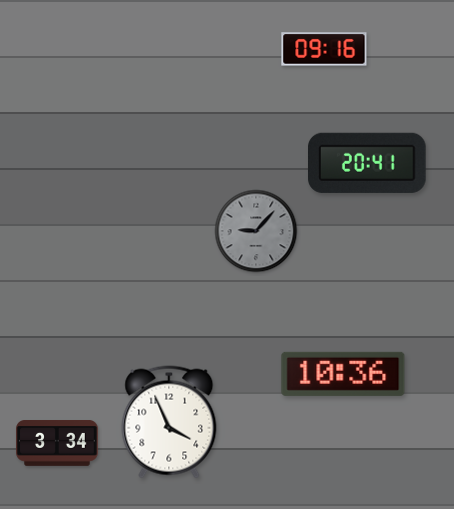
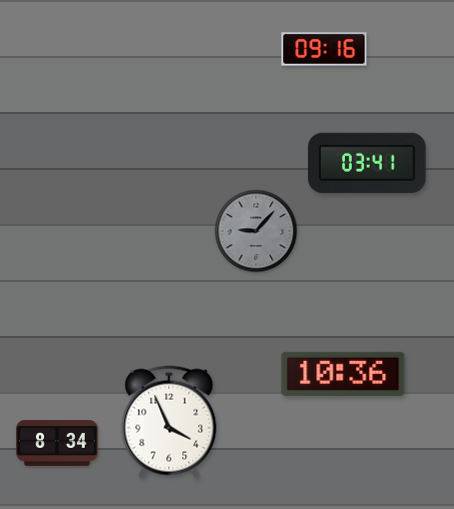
clock at (367, 163): 20:41 -> 03:41
clock at (57, 444): 3:34 -> 8:34
